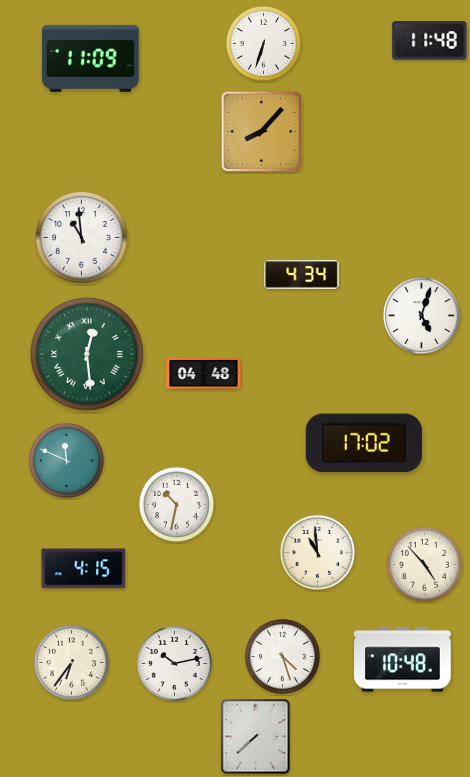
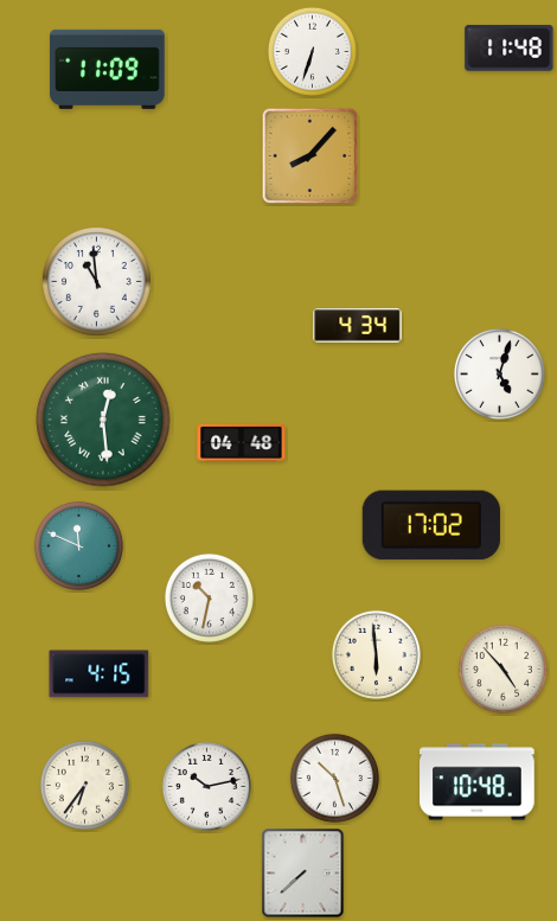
clock at (317, 552): 10:59 -> 5:59
clock at (282, 656): 4:27 -> 10:27
